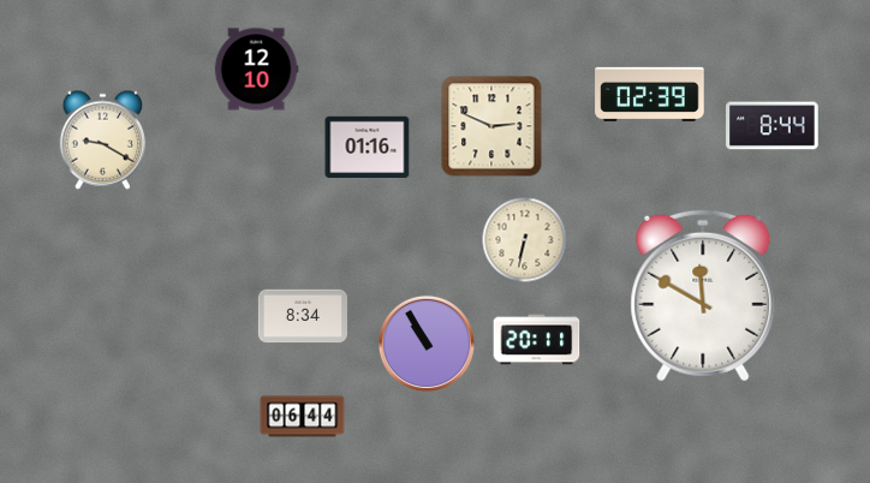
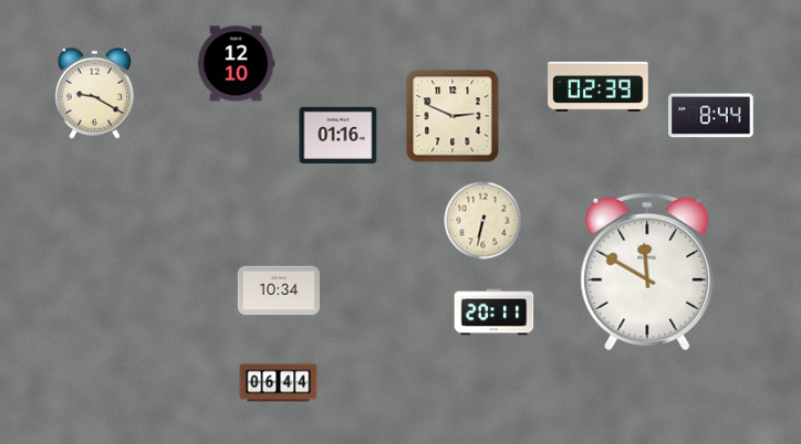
clock at (102, 139) position: (102, 139) -> (94, 93)
clock at (303, 316): 8:34 -> 10:34
clock at (427, 344): 10:55 -> none
